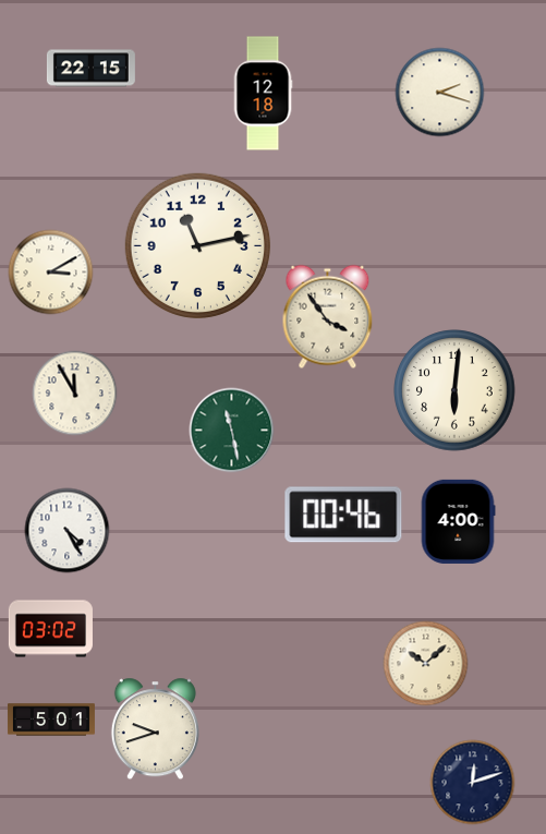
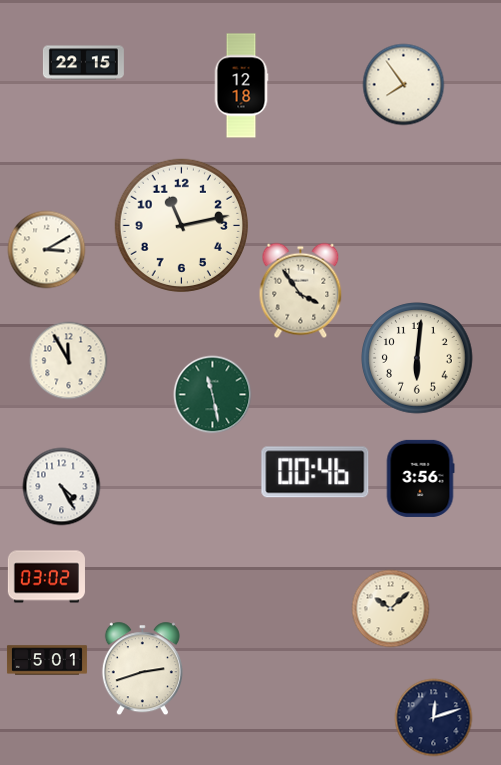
clock at (439, 92): 2:18 -> 7:54
clock at (458, 521): 4:00 -> 3:56
clock at (155, 728): 9:42 -> 2:42
